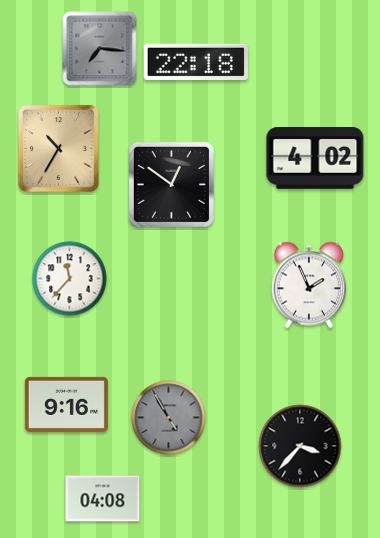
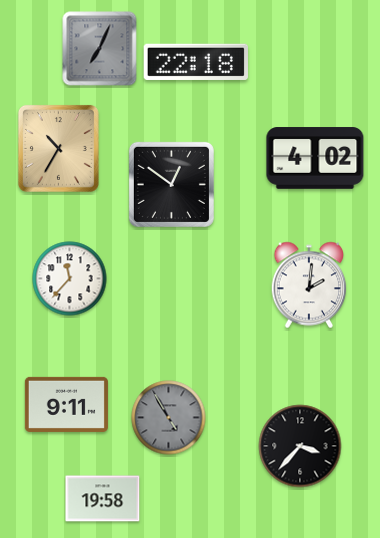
clock at (100, 49): 7:16 -> 7:04
clock at (309, 285): 1:56 -> 2:01
clock at (66, 404): 9:16 -> 9:11
clock at (103, 499): 04:08 -> 19:58
